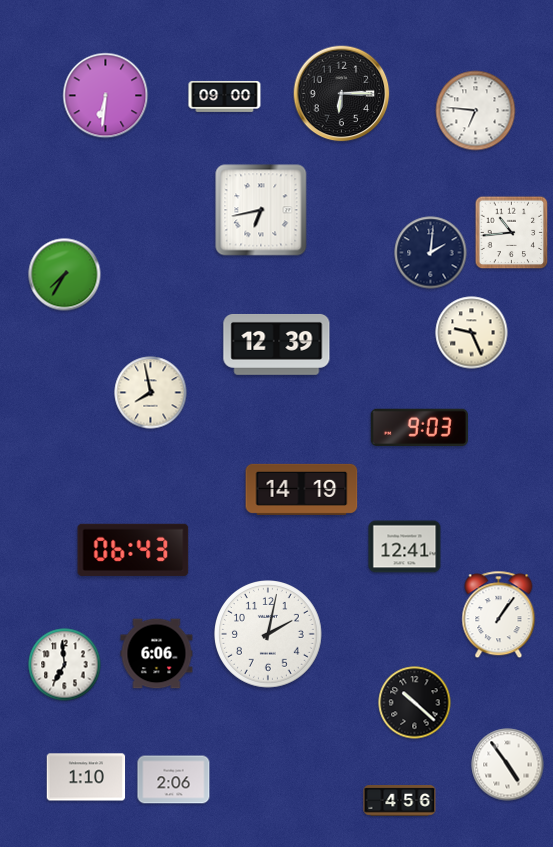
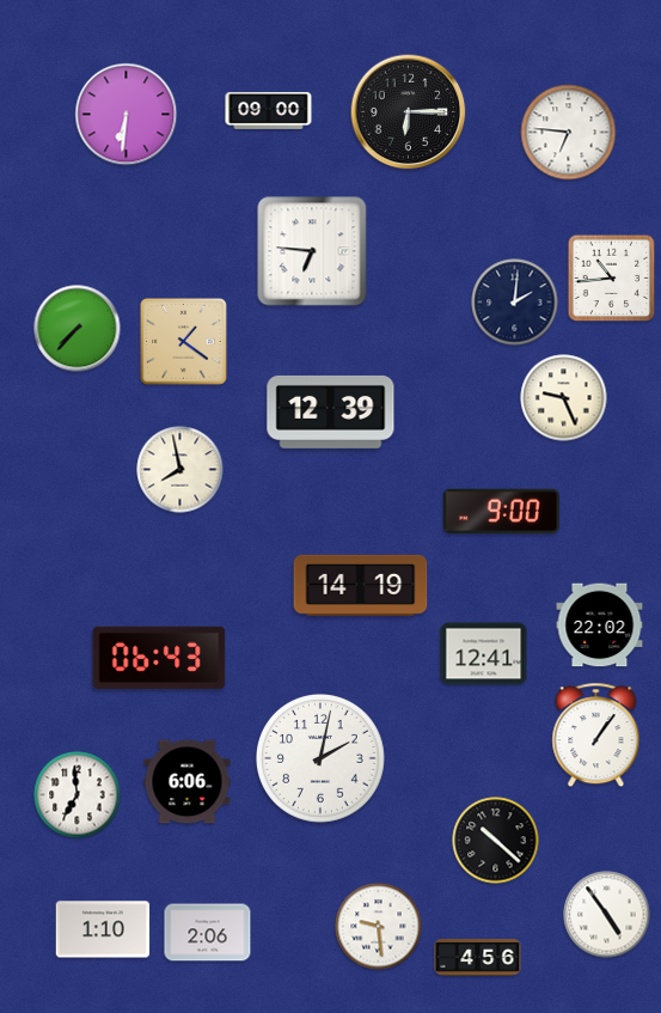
clock at (225, 96) position: (225, 96) -> (269, 110)
clock at (261, 210): 6:43 -> 6:46
clock at (65, 275): 7:35 -> 7:37
clock at (184, 342): none -> 1:21
clock at (419, 427): 9:03 -> 9:00
clock at (600, 626): none -> 22:02
clock at (379, 927): none -> 9:29
